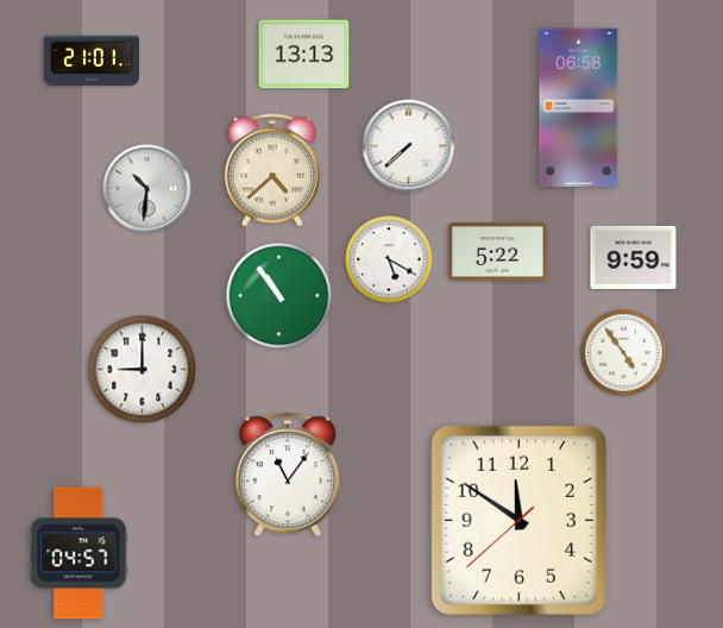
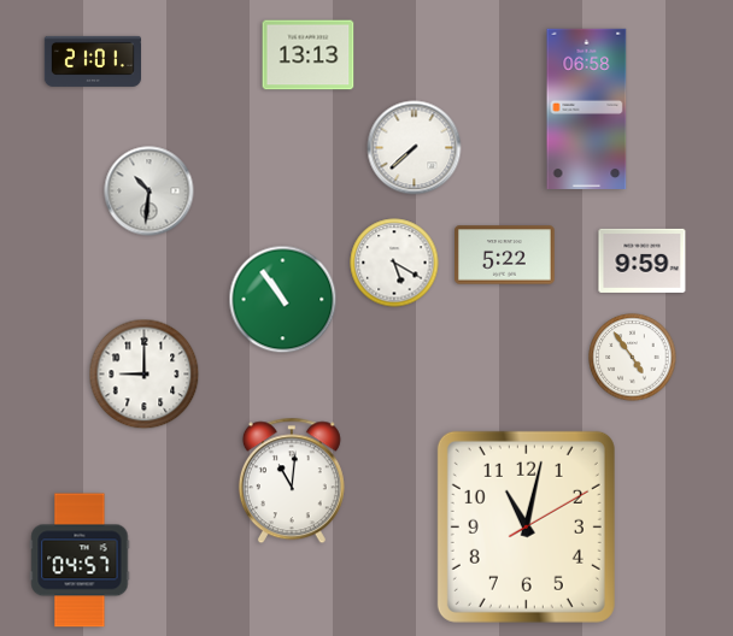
clock at (272, 170): 4:38 -> none
clock at (288, 475): 11:06 -> 11:01
clock at (518, 520): 11:50 -> 11:02
